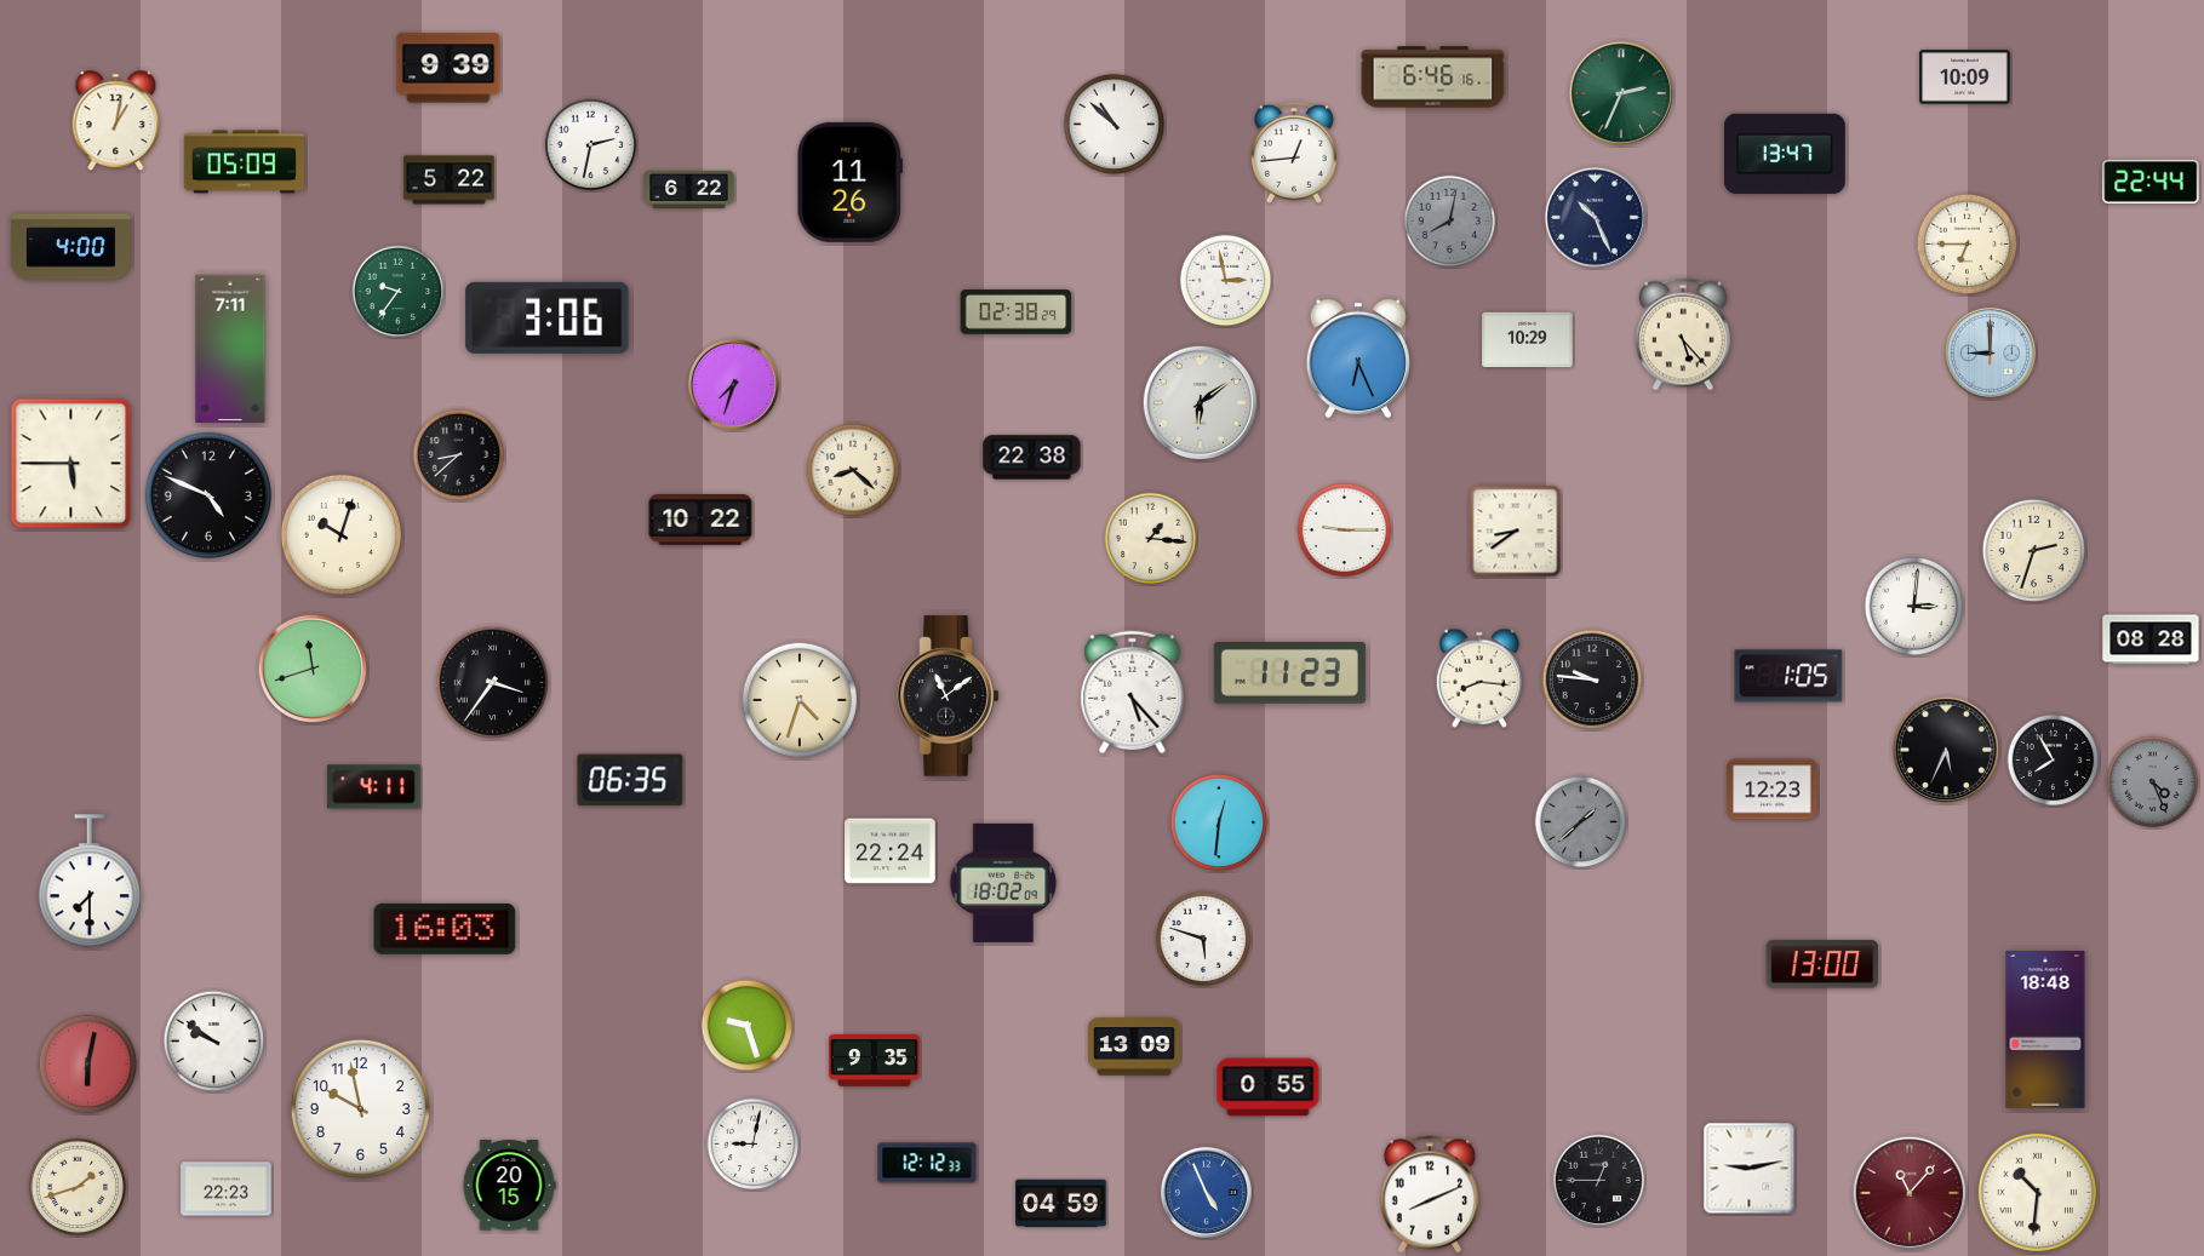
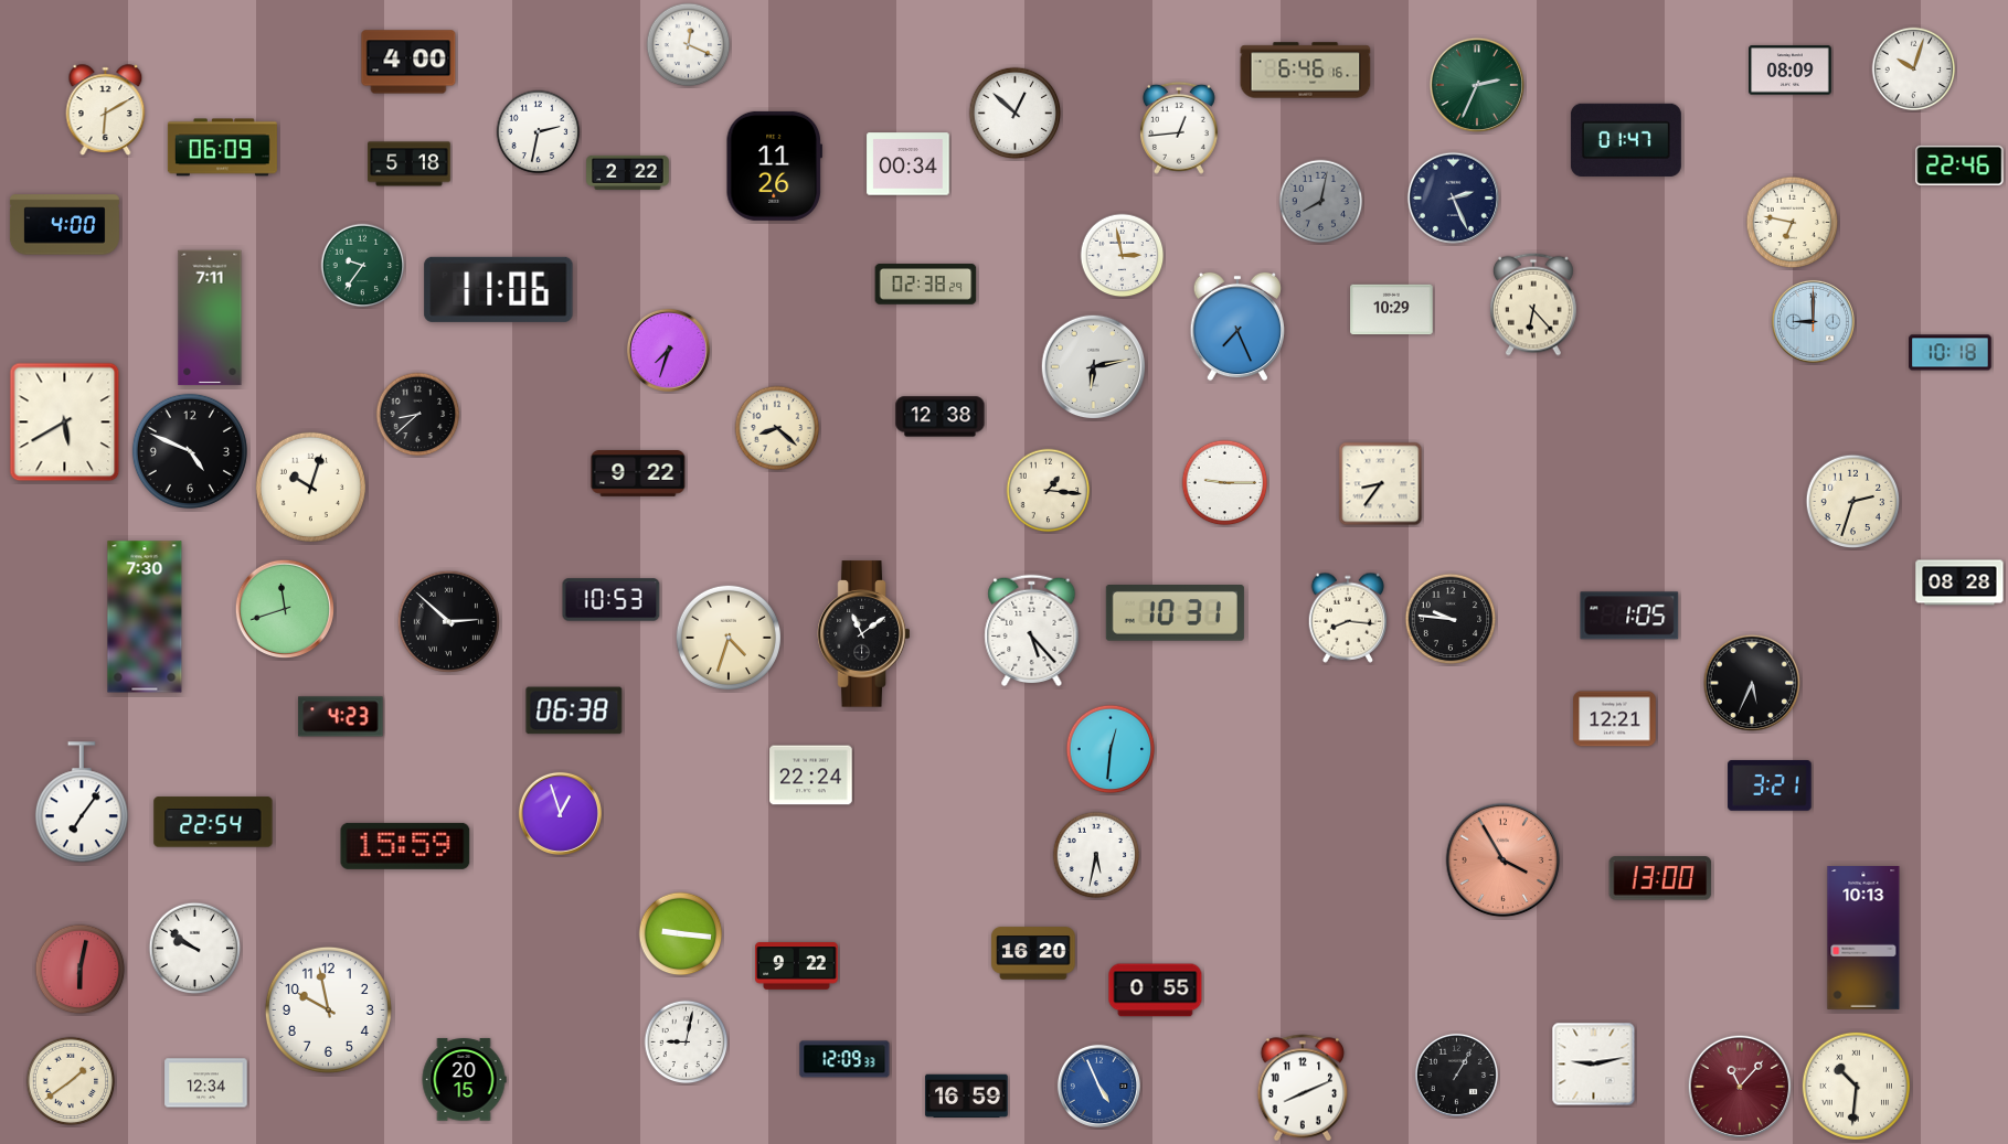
clock at (689, 45): none -> 12:19
clock at (448, 68): 9:39 -> 4:00
clock at (1914, 70): none -> 10:03
clock at (1965, 78): 10:09 -> 08:09
clock at (116, 121): 1:02 -> 6:10
clock at (1115, 125): 10:52 -> 12:52
clock at (1294, 153) position: (1294, 153) -> (1179, 128)
clock at (1785, 154): 13:47 -> 01:47
clock at (244, 162): 05:09 -> 06:09
clock at (450, 180): 5:22 -> 5:18
clock at (909, 164): none -> 00:34
clock at (2151, 182): 22:44 -> 22:46
clock at (689, 189): 6:22 -> 2:22
clock at (1595, 217): 10:26 -> 2:26
clock at (1968, 245): 6:45 -> 6:47
clock at (1226, 281) position: (1226, 281) -> (1123, 256)
clock at (548, 317): 3:06 -> 11:06
clock at (1683, 334): 5:23 -> 6:23
clock at (1357, 359): 6:26 -> 7:26
clock at (1951, 353): none -> 10:18
clock at (1201, 403): 6:09 -> 6:13
clock at (1032, 458): 22:38 -> 12:38
clock at (71, 464): 5:45 -> 5:40
clock at (700, 521): 10:22 -> 9:22
clock at (1516, 532): 8:39 -> 8:36
clock at (1914, 607): 3:01 -> none
clock at (612, 600): none -> 10:53
clock at (1289, 673): 11:23 -> 10:31
clock at (145, 617): none -> 7:30
clock at (492, 682): 3:36 -> 2:52
clock at (1945, 749) position: (1945, 749) -> (1751, 682)
clock at (2054, 761): 7:55 -> none
clock at (630, 780): 06:35 -> 06:38
clock at (2153, 782): 4:26 -> none
clock at (374, 787): 4:11 -> 4:23
clock at (1773, 790): 12:23 -> 12:21
clock at (1581, 822): 1:38 -> none
clock at (1770, 785): none -> 3:21
clock at (90, 882): 7:30 -> 7:06
clock at (1003, 883): 18:02 -> none
clock at (560, 813): none -> 12:57
clock at (213, 822): none -> 22:54
clock at (445, 929): 16:03 -> 15:59
clock at (1203, 939): 5:48 -> 5:32
clock at (1504, 860): none -> 3:55
clock at (748, 1026): 9:27 -> 9:16
clock at (2045, 1031): 18:48 -> 10:13
clock at (1134, 1046): 13:09 -> 16:20
clock at (875, 1061): 9:35 -> 9:22
clock at (927, 1163): 12:12 -> 12:09
clock at (1598, 1180): 12:45 -> 1:05
clock at (78, 1187): 1:42 -> 1:39
clock at (227, 1189): 22:23 -> 12:34
clock at (1061, 1204): 04:59 -> 16:59
